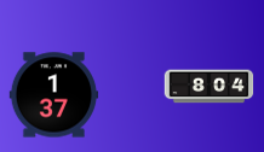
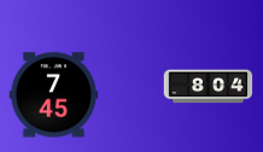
clock at (54, 95): 1:37 -> 7:45
